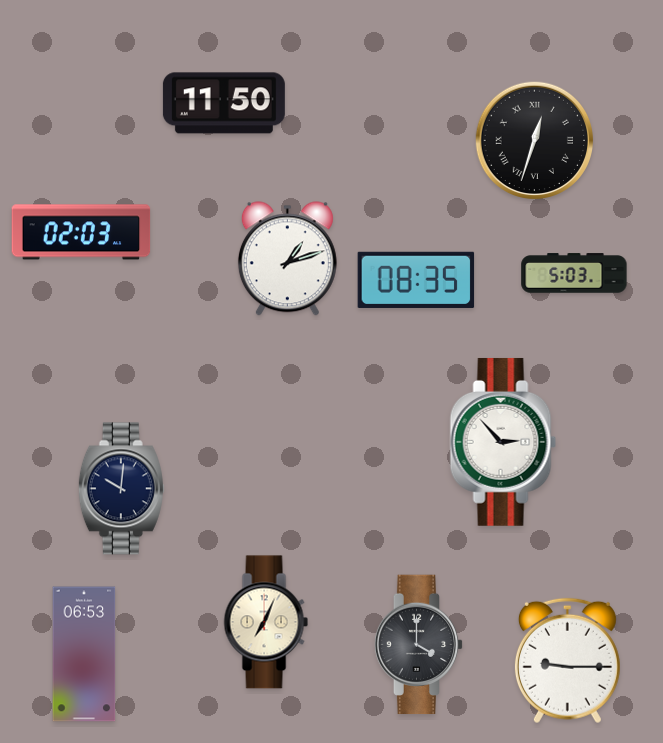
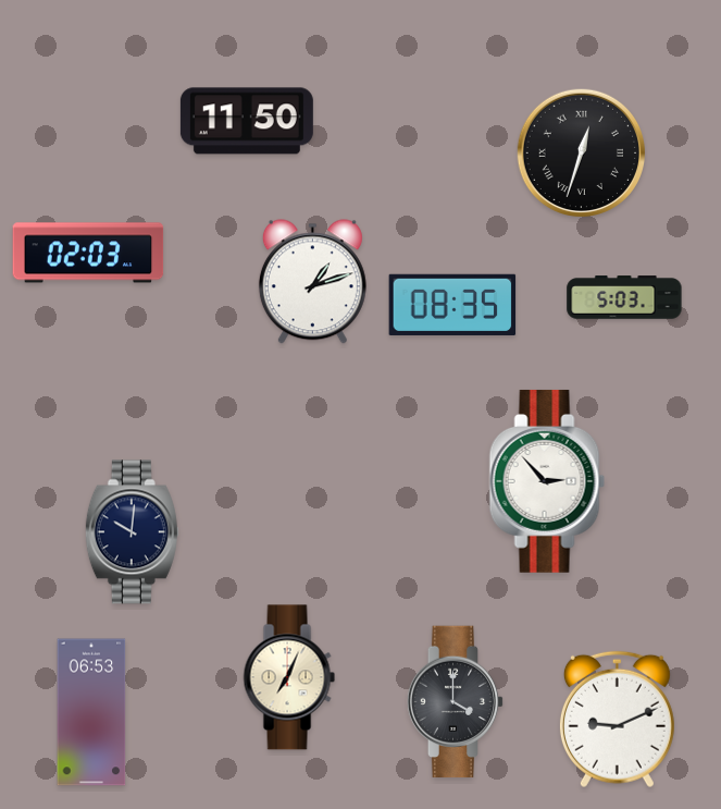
clock at (224, 103) position: (224, 103) -> (247, 121)
clock at (567, 661): 9:15 -> 9:11
